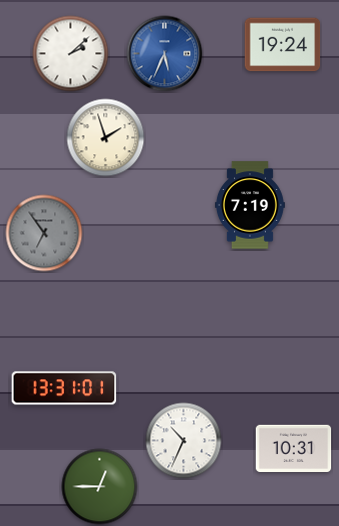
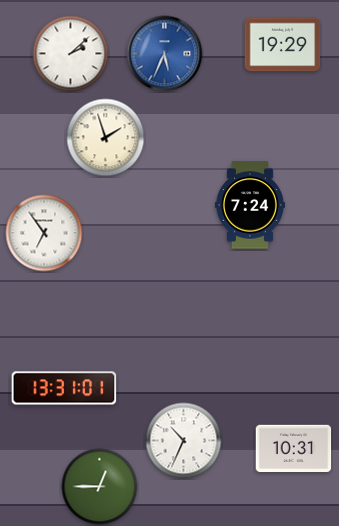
clock at (283, 45): 19:24 -> 19:29
clock at (250, 205): 7:19 -> 7:24
clock at (44, 233) dial: grey -> white
